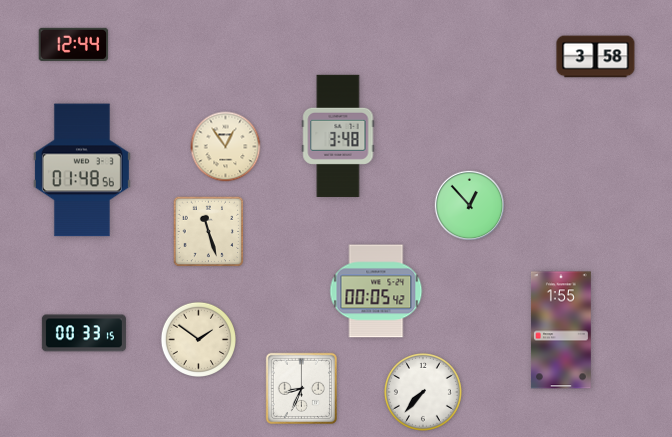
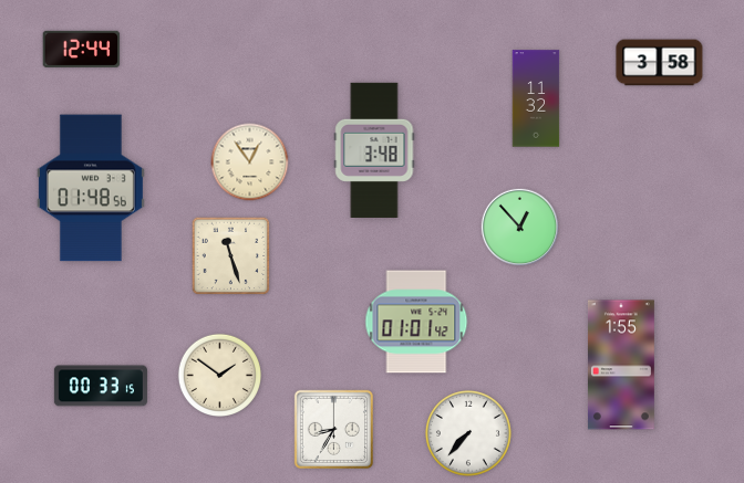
clock at (536, 98): none -> 11:32
clock at (376, 291): 00:05 -> 01:01
clock at (84, 333) position: (84, 333) -> (101, 386)
clock at (301, 388): 8:34 -> 8:35
